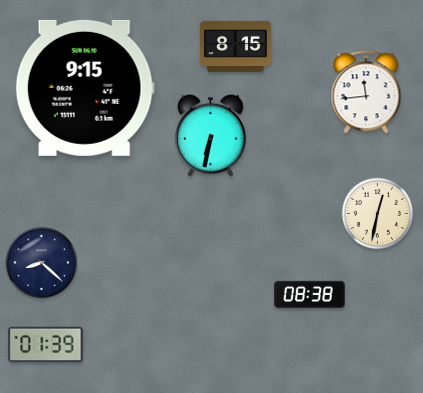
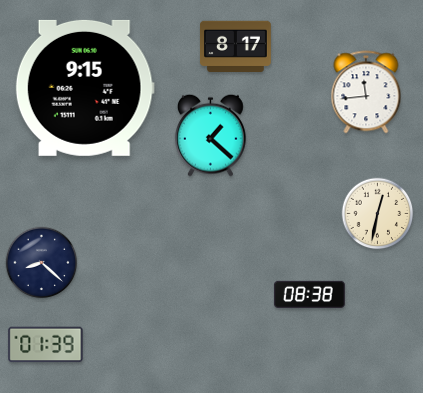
clock at (235, 46): 8:15 -> 8:17
clock at (210, 135): 6:32 -> 1:22
